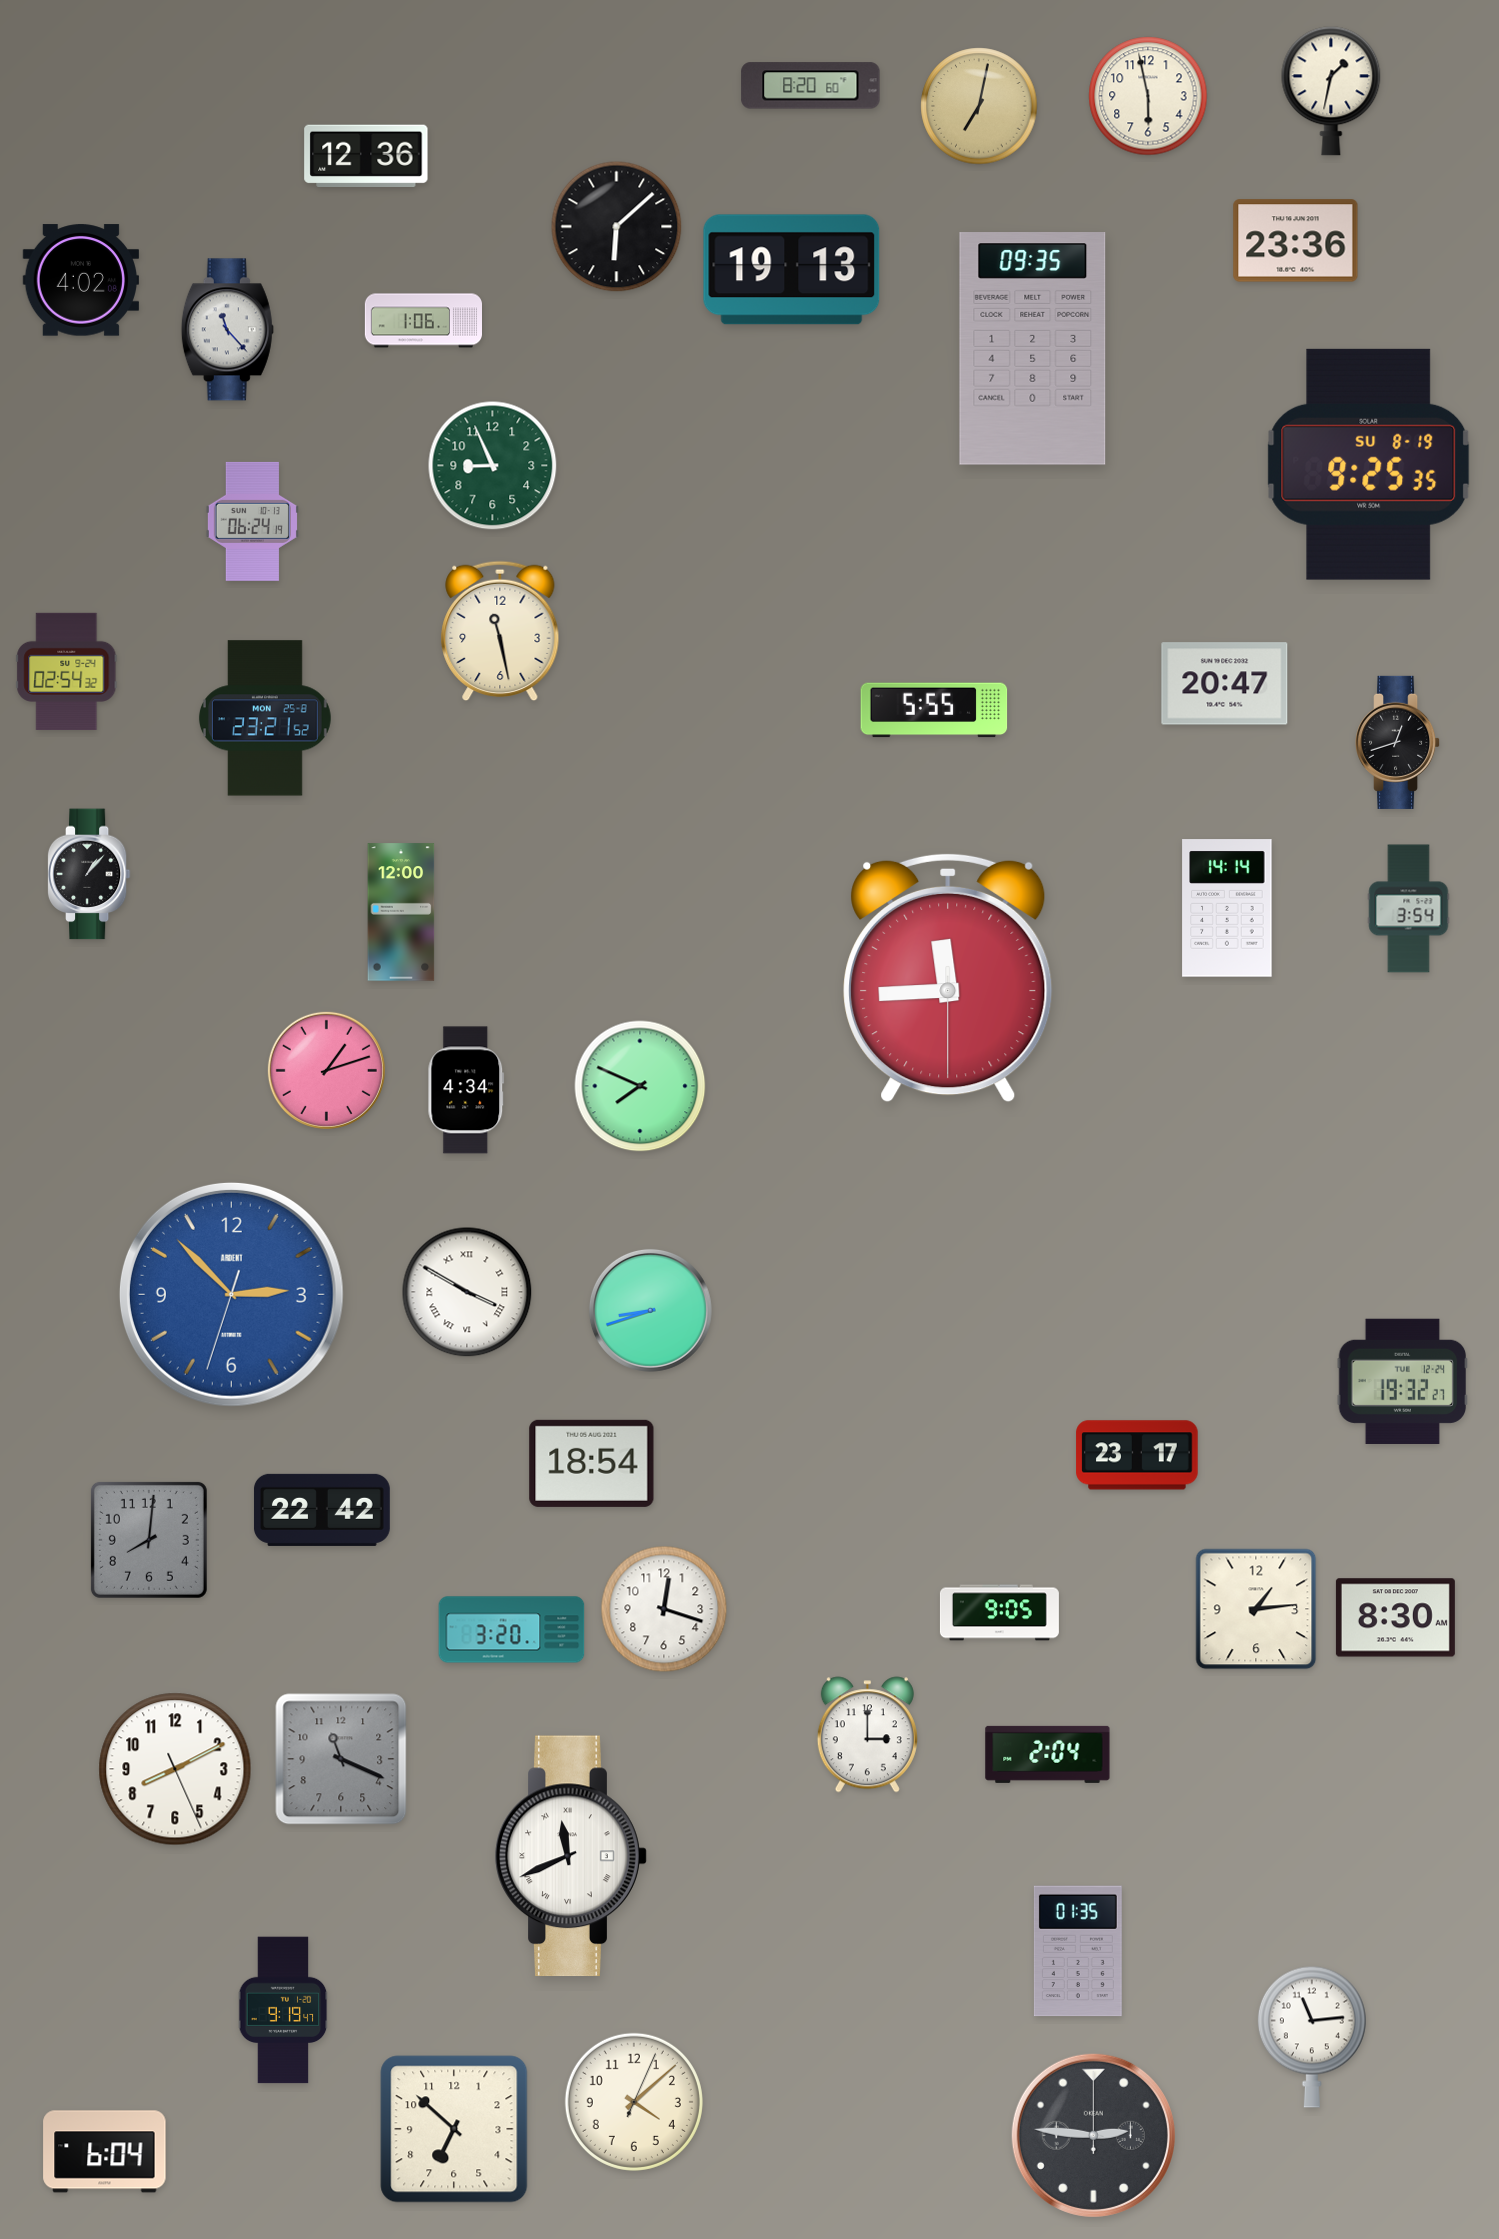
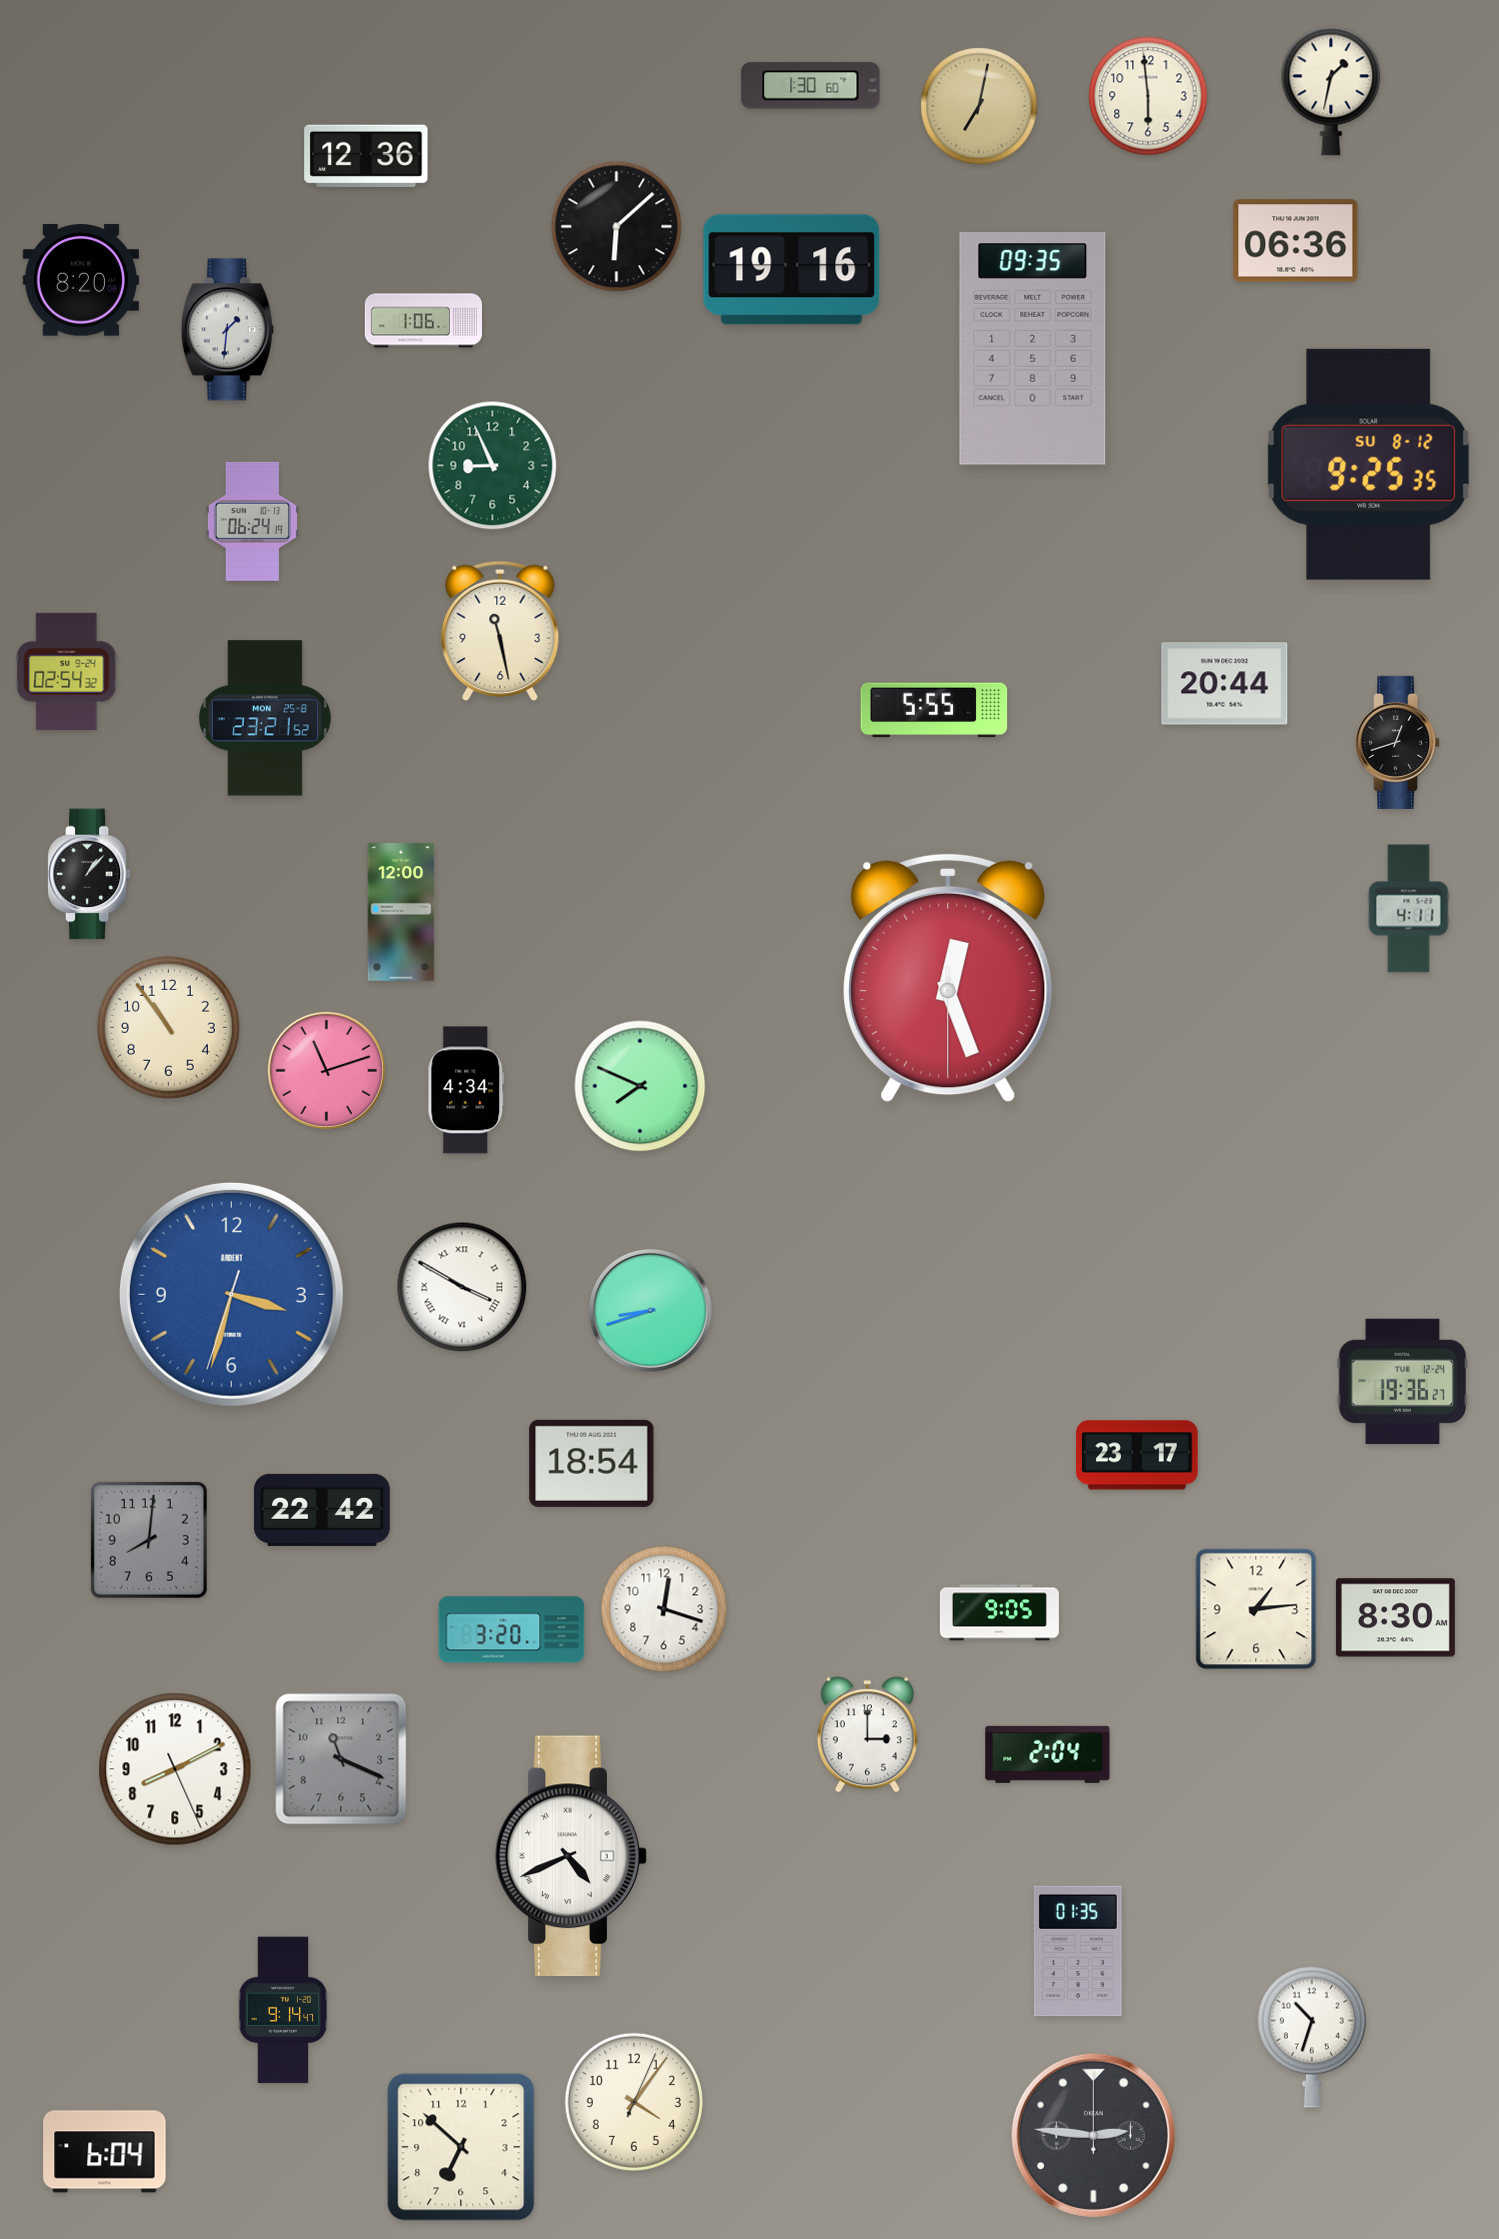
clock at (811, 86): 8:20 -> 1:30
clock at (1148, 96): 5:58 -> 5:59
clock at (1296, 241): 23:36 -> 06:36
clock at (792, 270): 19:13 -> 19:16
clock at (80, 280): 4:02 -> 8:20
clock at (227, 330): 11:23 -> 1:31
clock at (1369, 464) date: SU 8-19 -> SU 8-12
clock at (1225, 684): 20:47 -> 20:44
clock at (1227, 908): 14:14 -> none
clock at (1409, 909): 3:54 -> 4:11
clock at (948, 978): 11:44 -> 12:26
clock at (168, 1027): none -> 10:54
clock at (326, 1070): 1:12 -> 11:12
clock at (467, 1292) position: (467, 1292) -> (462, 1287)
clock at (231, 1294): 2:52 -> 3:32
clock at (1403, 1381): 19:32 -> 19:36
clock at (571, 1856): 11:41 -> 4:41
clock at (283, 2010): 9:19 -> 9:14
clock at (1312, 2037): 11:14 -> 10:33
clock at (634, 2102): 4:08 -> 4:06
clock at (454, 2129) position: (454, 2129) -> (461, 2147)
